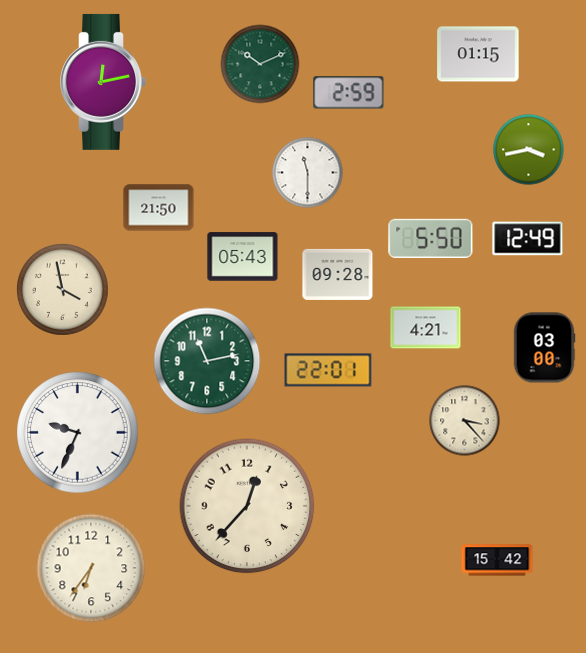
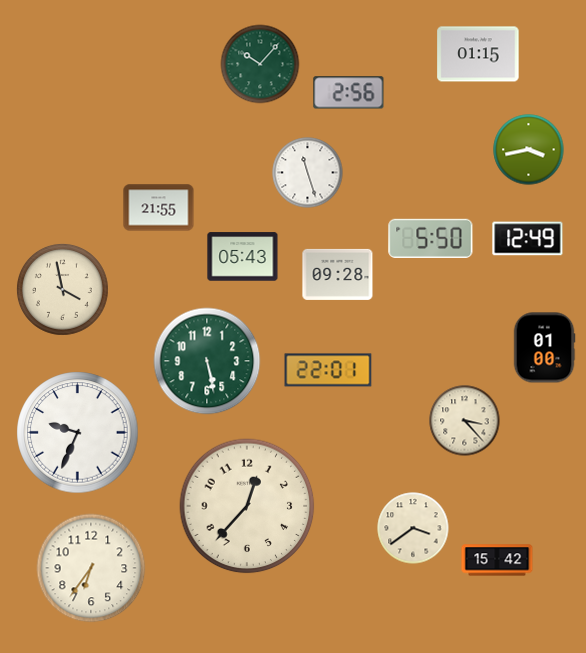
clock at (260, 64): 10:11 -> 10:07
clock at (103, 82): 12:13 -> none
clock at (349, 93): 2:59 -> 2:56
clock at (308, 173): 11:30 -> 11:27
clock at (159, 208): 21:50 -> 21:55
clock at (426, 328): 4:21 -> none
clock at (544, 348): 03:00 -> 01:00
clock at (207, 361): 11:13 -> 5:28
clock at (413, 528): none -> 3:39
